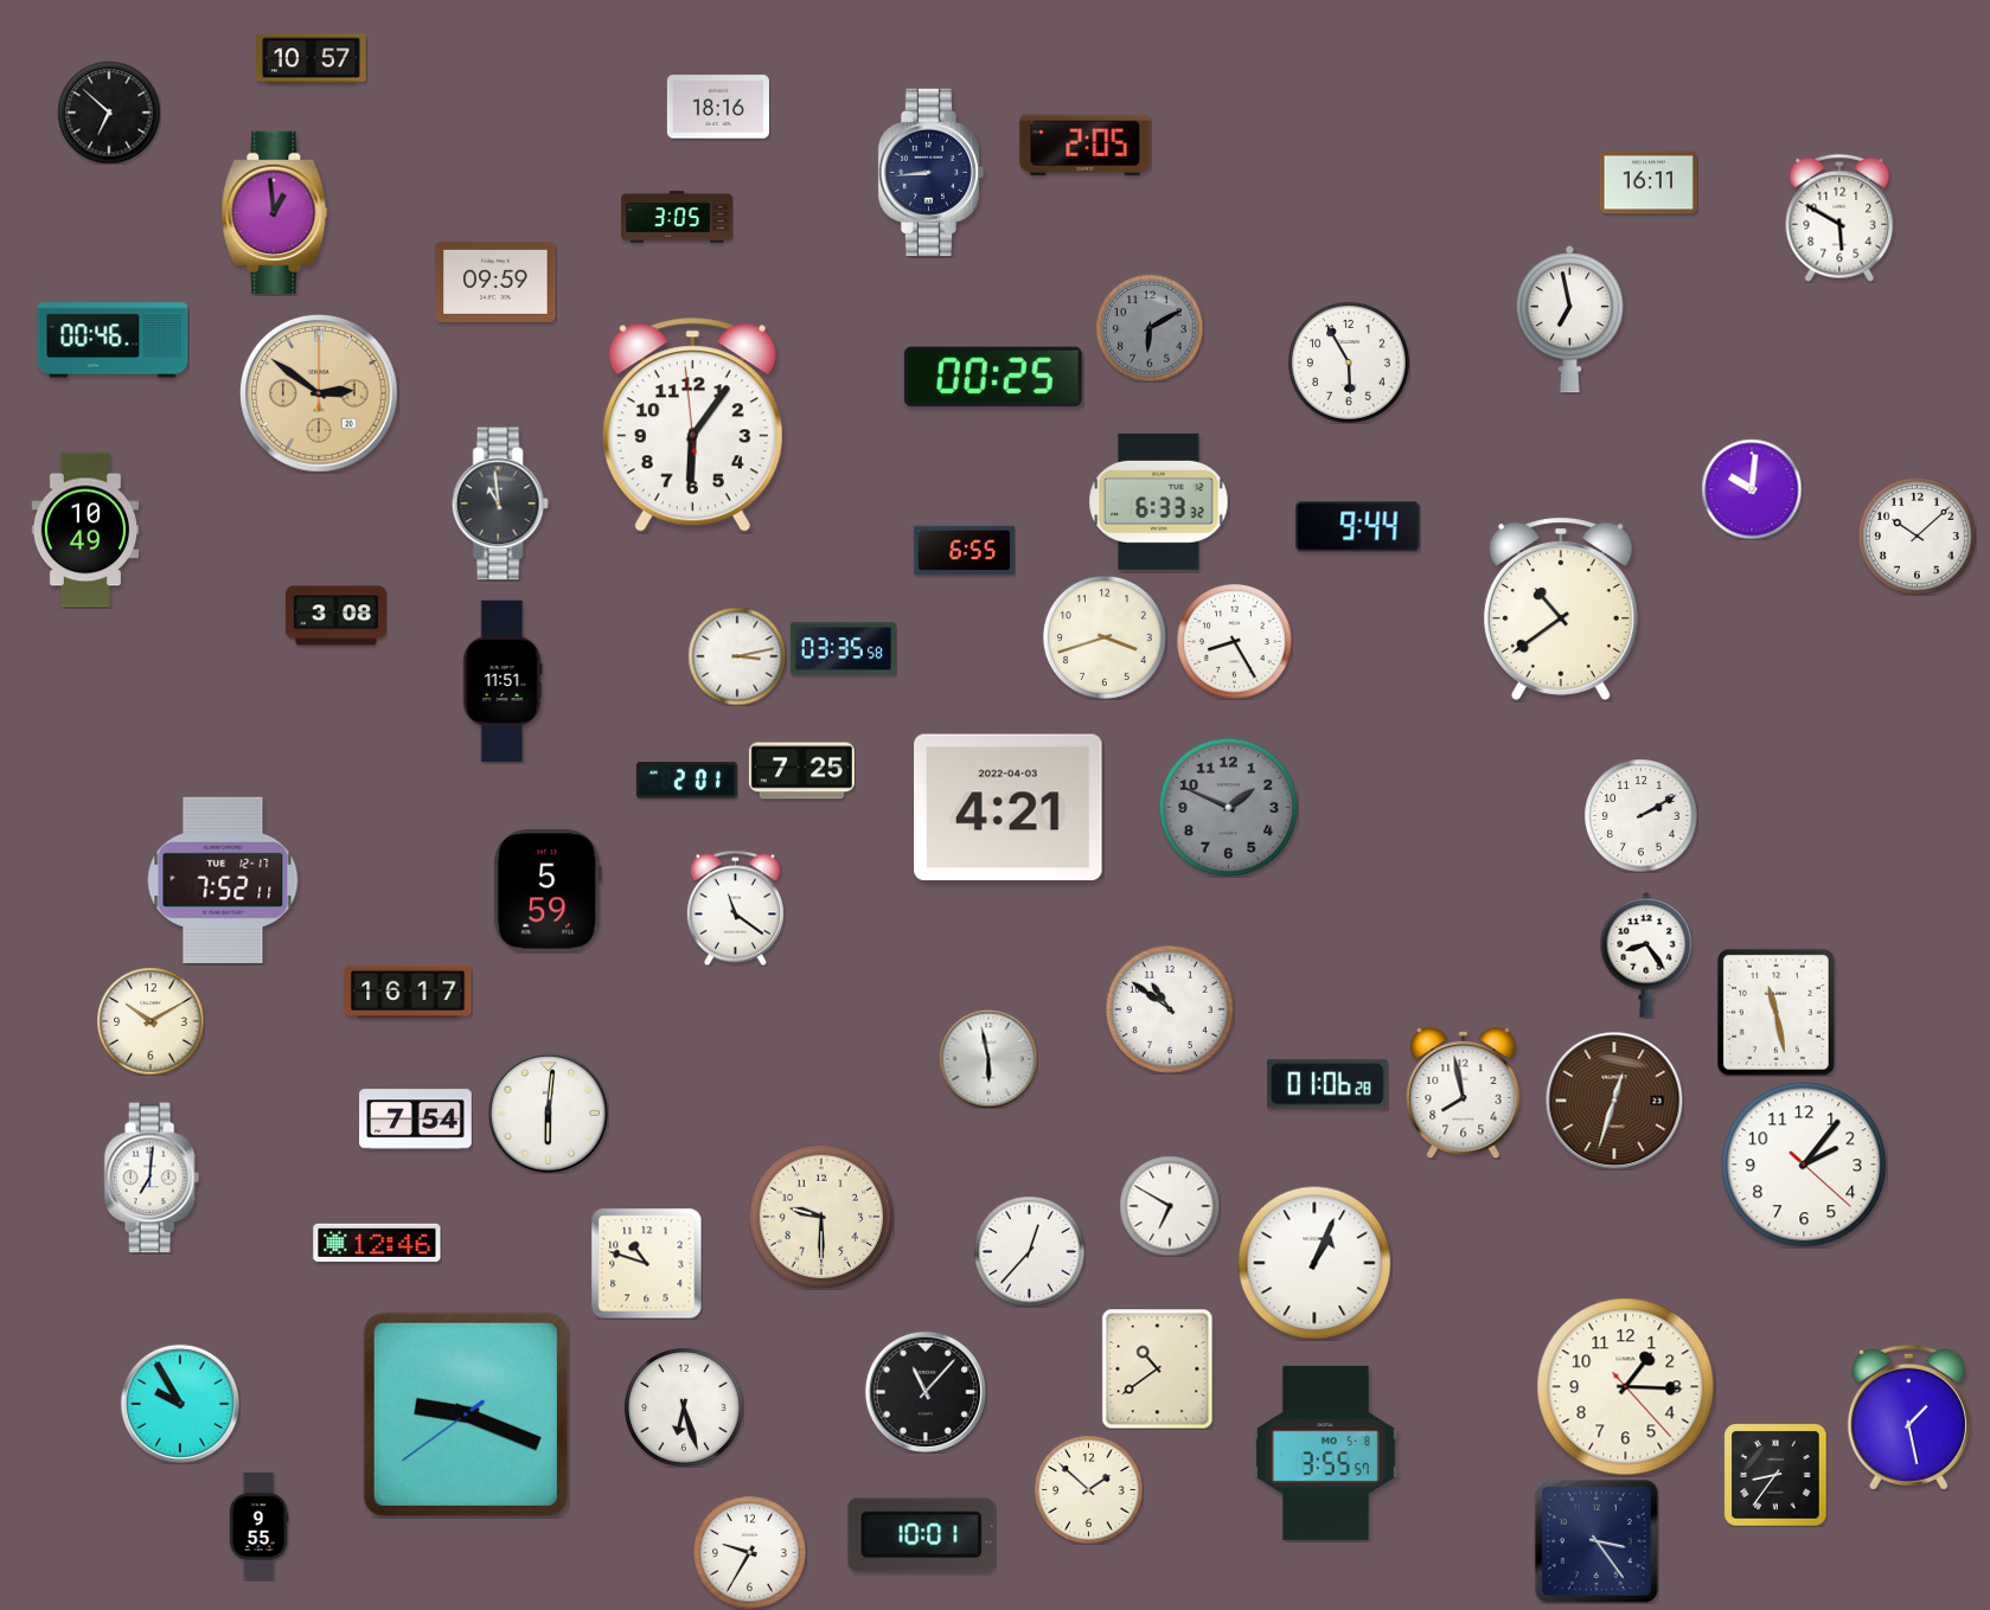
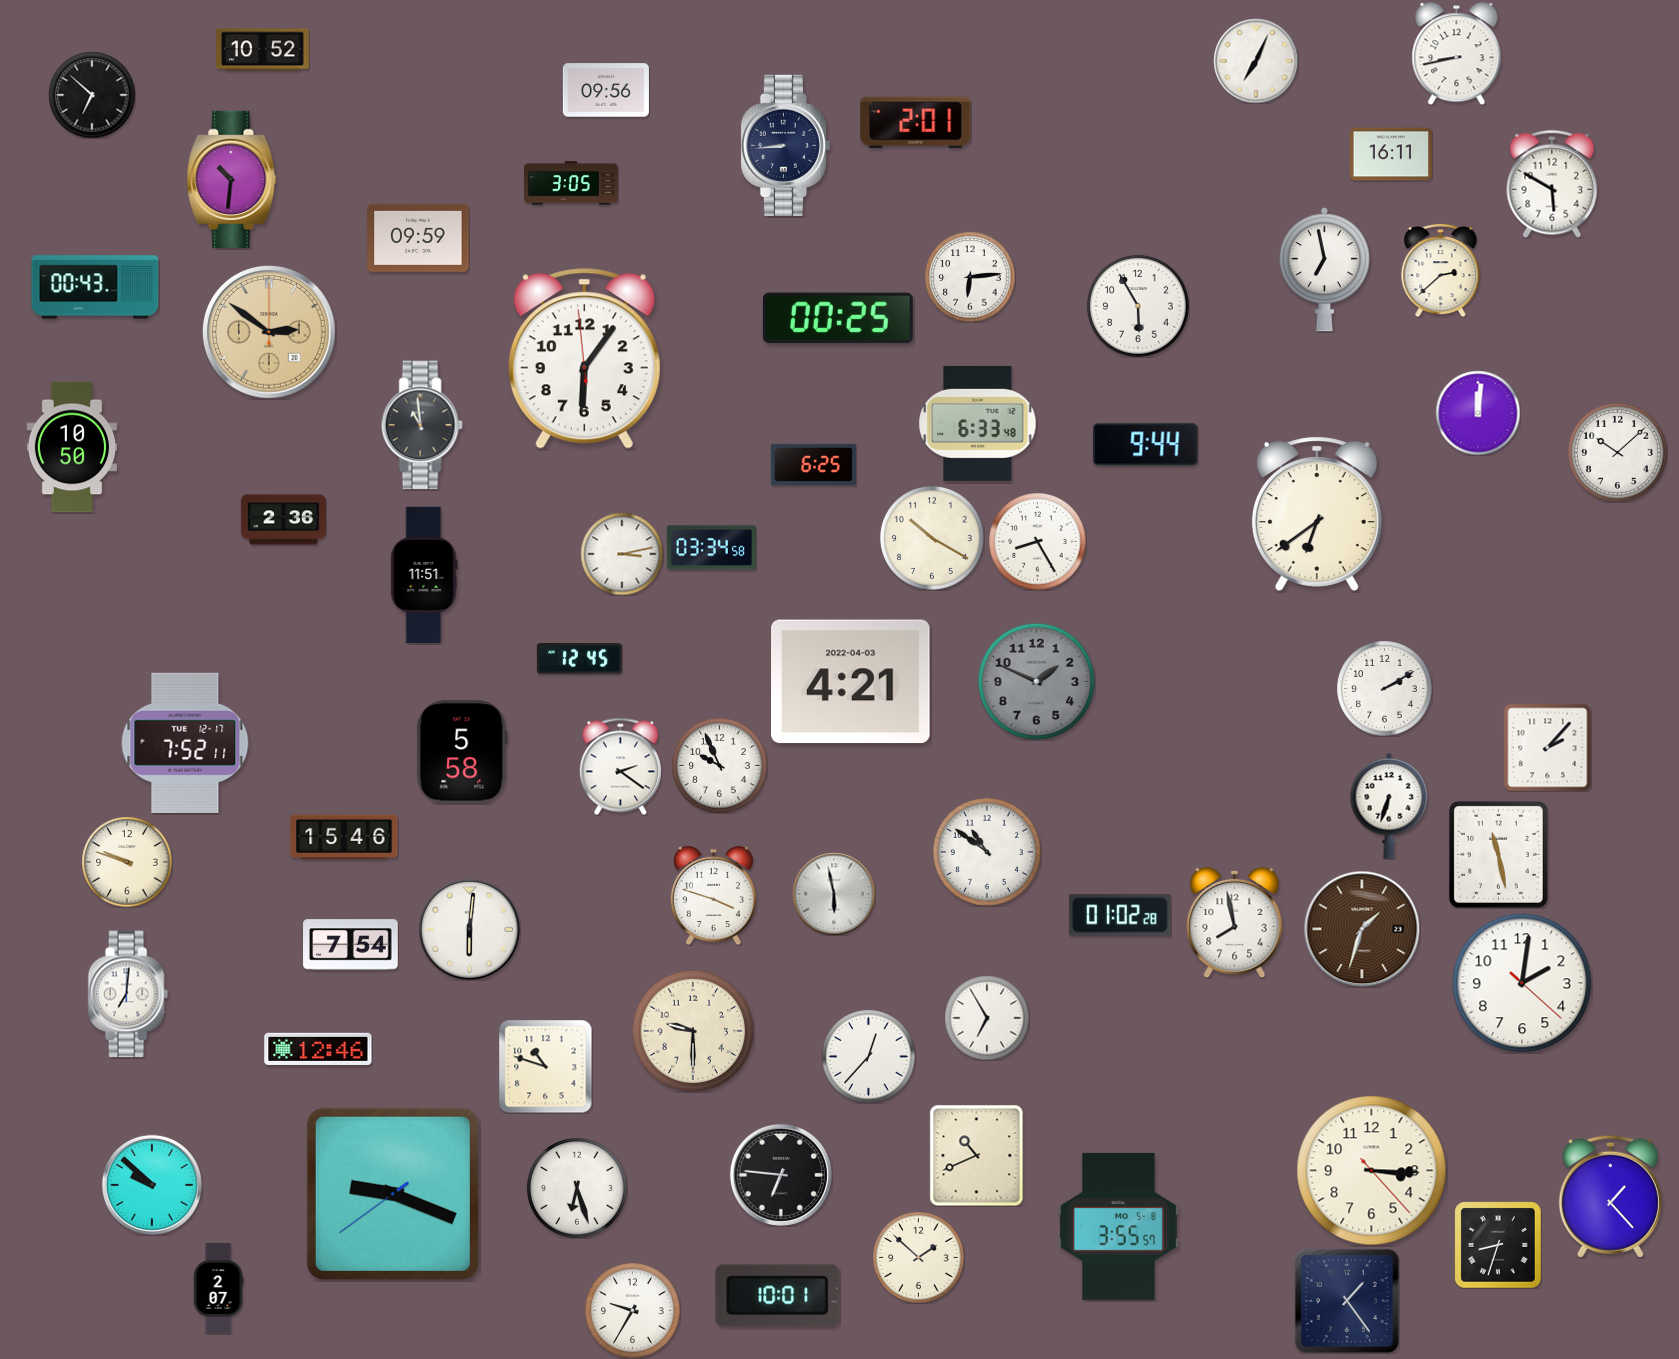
clock at (312, 59): 10:57 -> 10:52
clock at (1457, 53): none -> 8:43
clock at (1256, 61): none -> 7:04
clock at (718, 107): 18:16 -> 09:56
clock at (1086, 145): 2:05 -> 2:01
clock at (275, 212): 12:59 -> 10:31
clock at (1441, 271): none -> 2:38
clock at (1150, 328): 6:10 -> 6:14
clock at (1150, 328) dial: grey -> white
clock at (113, 340): 00:46 -> 00:43
clock at (1752, 489): 10:01 -> 12:01
clock at (1159, 501): 6:33:32 -> 6:33:48
clock at (84, 530): 10:49 -> 10:50
clock at (964, 550): 6:55 -> 6:25
clock at (1561, 609): 10:39 -> 6:39
clock at (335, 616): 3:08 -> 2:36
clock at (1105, 637): 3:42 -> 10:20
clock at (1235, 642) position: (1235, 642) -> (1038, 542)
clock at (843, 649): 03:35 -> 03:34
clock at (801, 771): 7:25 -> none
clock at (686, 781): 2:01 -> 12:45
clock at (223, 880) position: (223, 880) -> (185, 743)
clock at (1547, 747): none -> 2:07
clock at (548, 891): 5:59 -> 5:58
clock at (719, 765): none -> 9:56
clock at (735, 907): 11:21 -> 2:21
clock at (1646, 955): 8:24 -> 6:33
clock at (408, 990): 16:17 -> 15:46
clock at (151, 1021): 10:10 -> 9:48
clock at (713, 895): none -> 3:48
clock at (1327, 1084): 01:06 -> 01:02
clock at (1614, 1101): 12:33 -> 1:33
clock at (548, 1112) position: (548, 1112) -> (469, 929)
clock at (1804, 1165): 2:06 -> 2:01
clock at (1170, 1206): 6:50 -> 6:55
clock at (821, 1217) position: (821, 1217) -> (693, 1031)
clock at (1314, 1263): 1:04 -> none
clock at (1158, 1368): 10:39 -> 10:41
clock at (1626, 1387): 1:15 -> 3:15
clock at (926, 1392): 11:07 -> 6:46
clock at (180, 1404): 9:55 -> 9:52
clock at (1908, 1417): 1:28 -> 1:23
clock at (1775, 1475): 8:36 -> 8:33
clock at (258, 1527): 9:55 -> 2:07
clock at (1597, 1541): 3:24 -> 1:24
